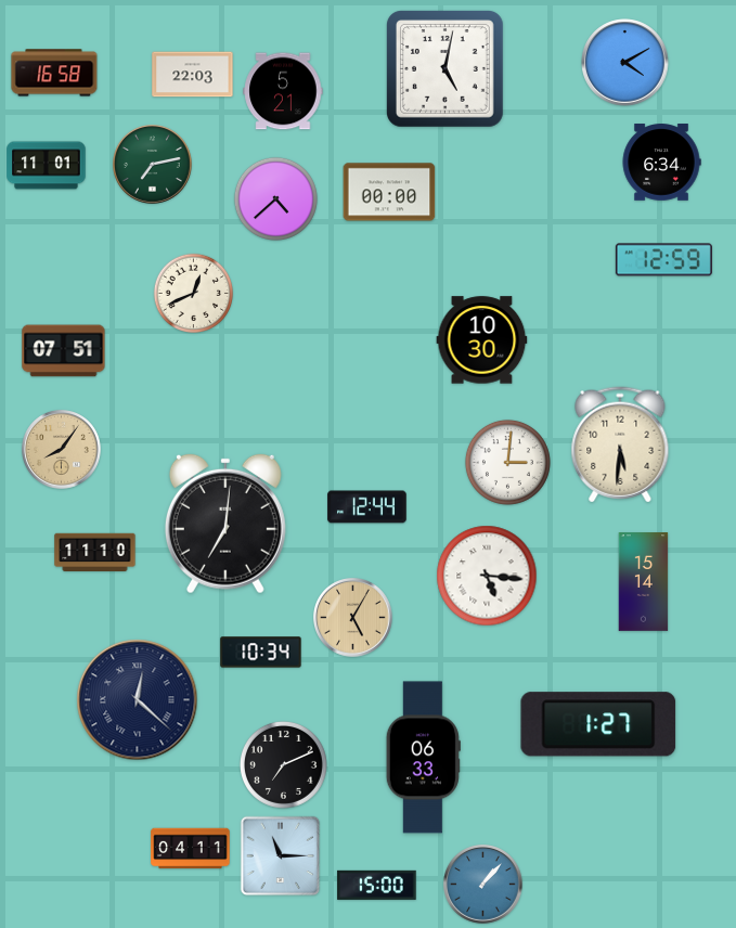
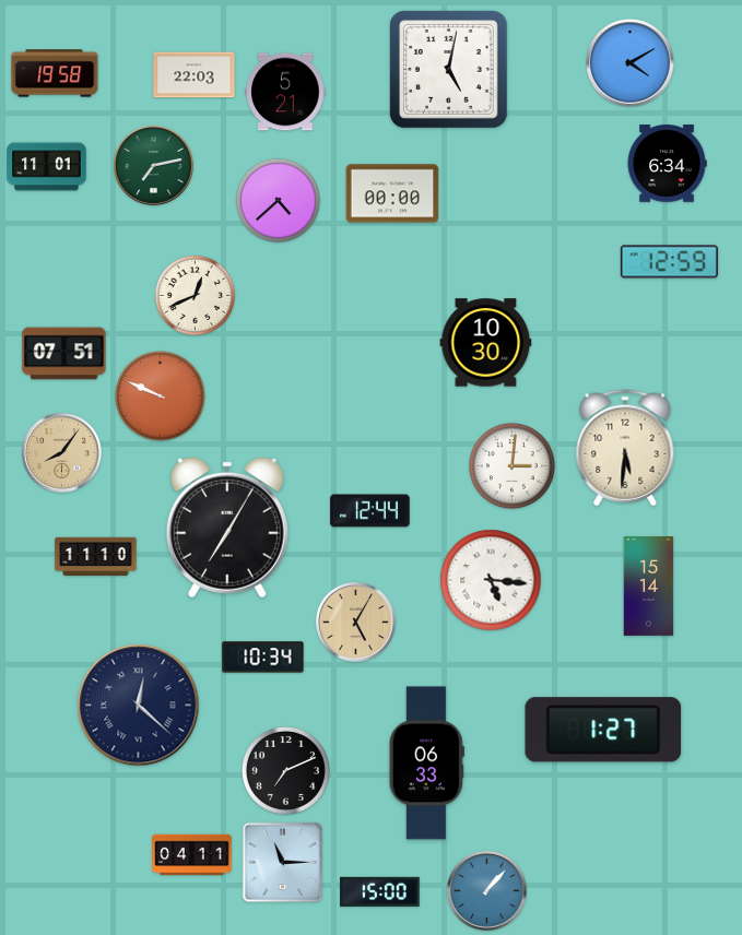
clock at (54, 73): 16:58 -> 19:58
clock at (161, 397): none -> 9:49
clock at (225, 524): 7:01 -> 7:05
